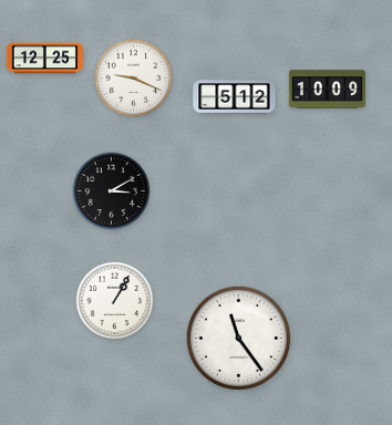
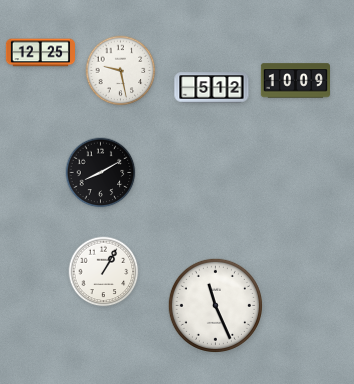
clock at (134, 79): 9:19 -> 9:28
clock at (112, 191): 3:10 -> 8:10
clock at (238, 338): 11:24 -> 11:26
